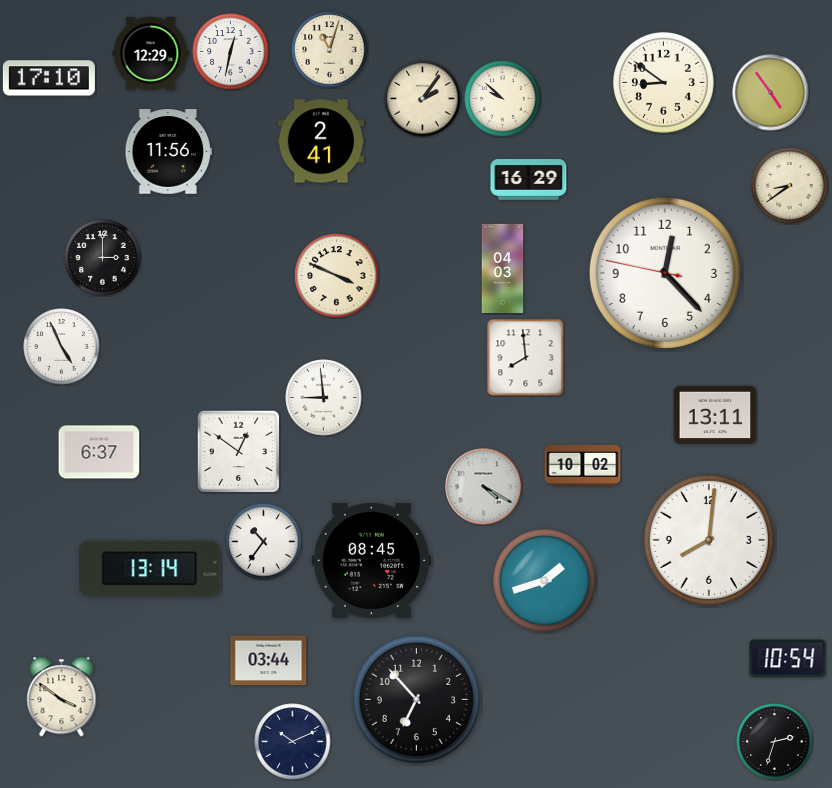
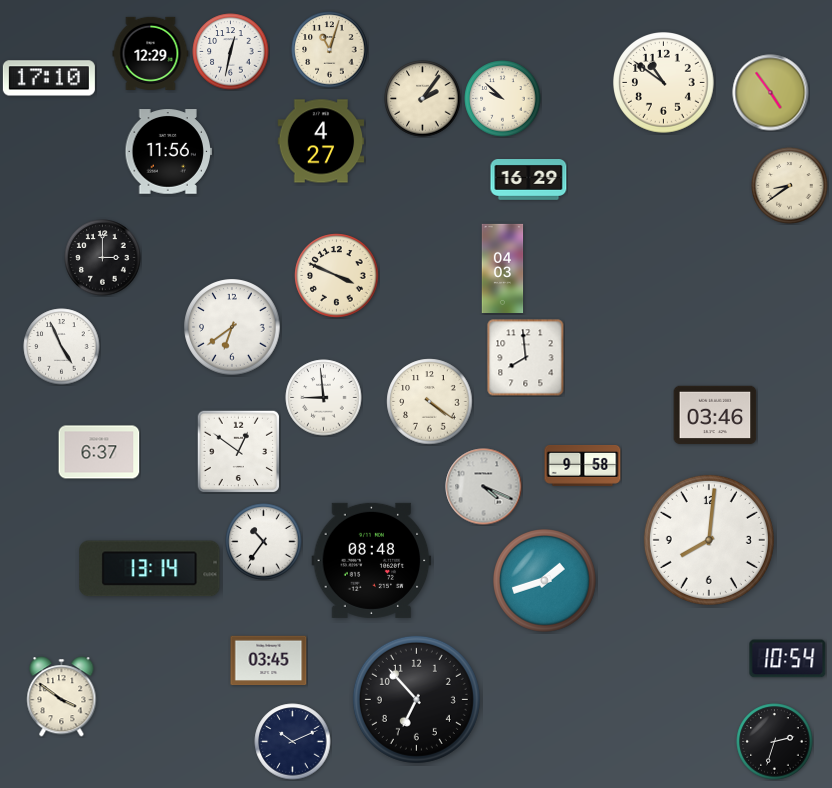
clock at (664, 83): 8:51 -> 10:51
clock at (321, 141): 2:41 -> 4:27
clock at (665, 273): 12:22 -> none
clock at (232, 327): none -> 6:39
clock at (430, 402): none -> 4:21
clock at (715, 415): 13:11 -> 03:46
clock at (583, 465): 10:02 -> 9:58
clock at (484, 487): 4:20 -> 4:19
clock at (372, 560): 08:45 -> 08:48
clock at (269, 661): 03:44 -> 03:45
